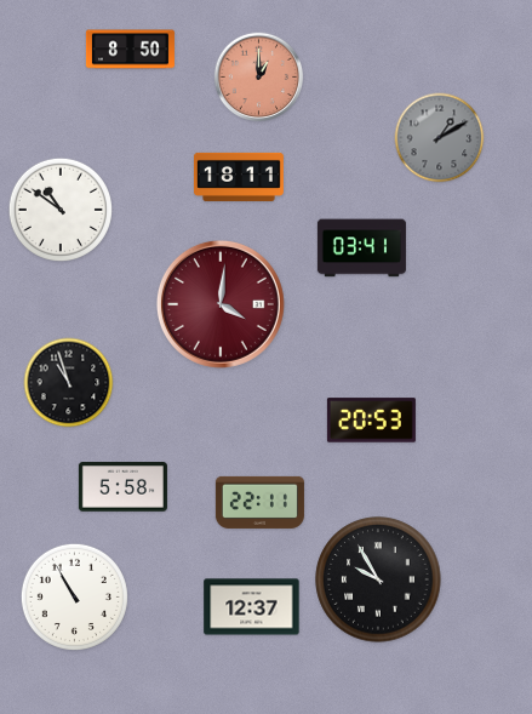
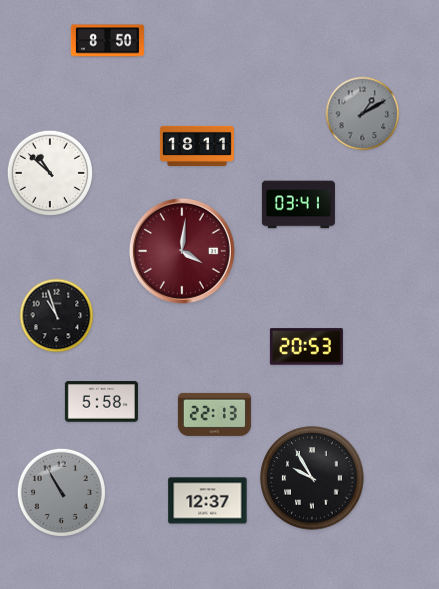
clock at (259, 78): 1:00 -> none
clock at (59, 209): 10:51 -> 10:52
clock at (259, 502): 22:11 -> 22:13
clock at (74, 596) dial: white -> grey
